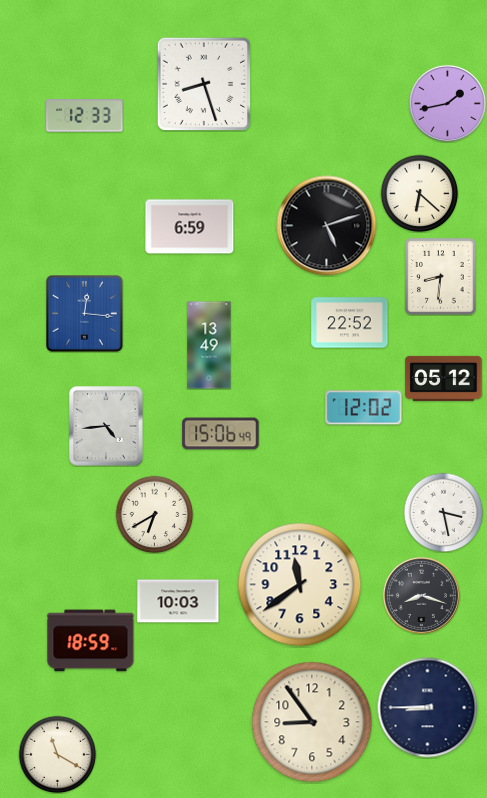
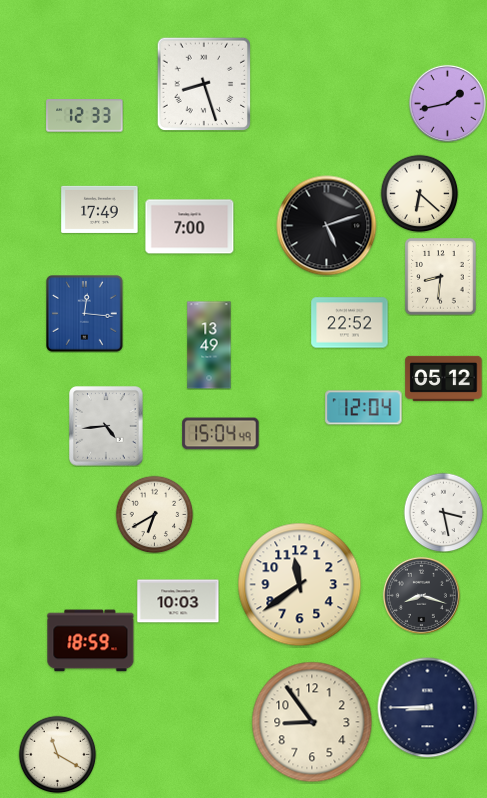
clock at (100, 209): none -> 17:49
clock at (190, 227): 6:59 -> 7:00
clock at (364, 408): 12:02 -> 12:04
clock at (221, 434): 15:06 -> 15:04
